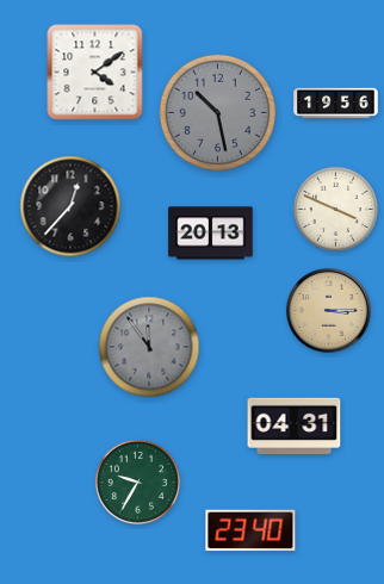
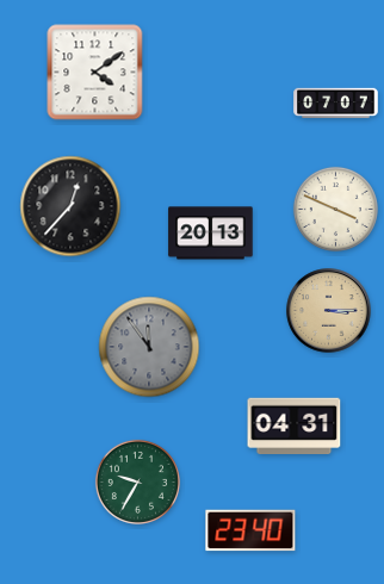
clock at (336, 104): 19:56 -> 07:07
clock at (217, 112): 10:28 -> none
